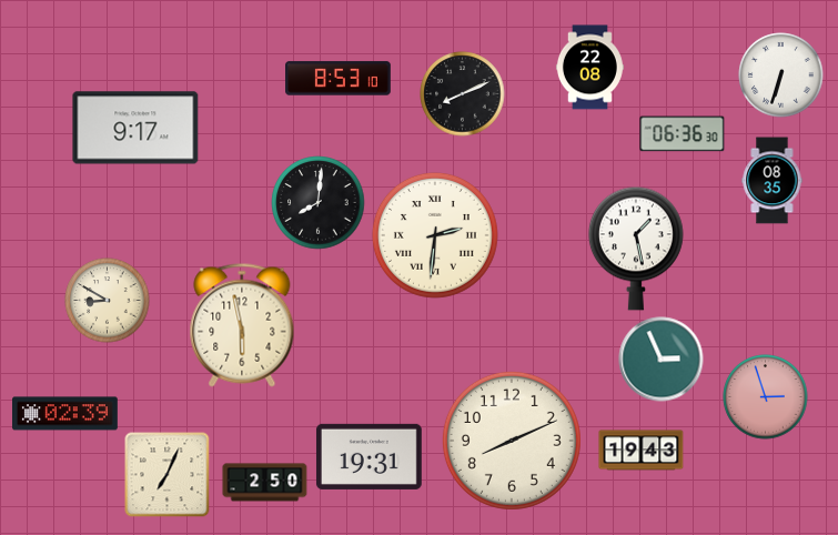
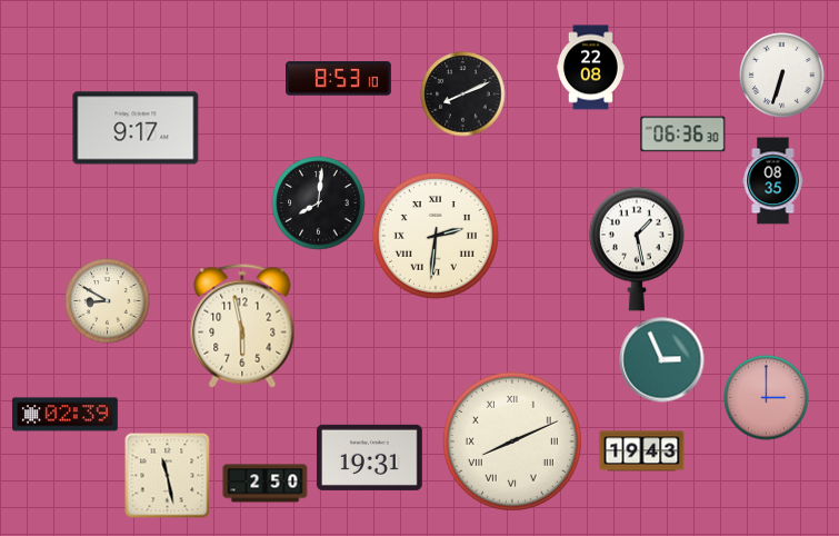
clock at (766, 397): 2:57 -> 3:00
clock at (512, 441) numerals: Arabic -> Roman
clock at (168, 475): 7:04 -> 11:28
